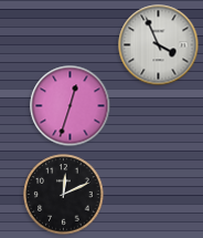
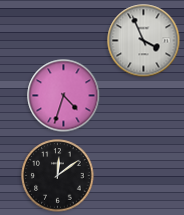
clock at (71, 106): 12:33 -> 4:33
clock at (64, 195): 12:11 -> 12:09
